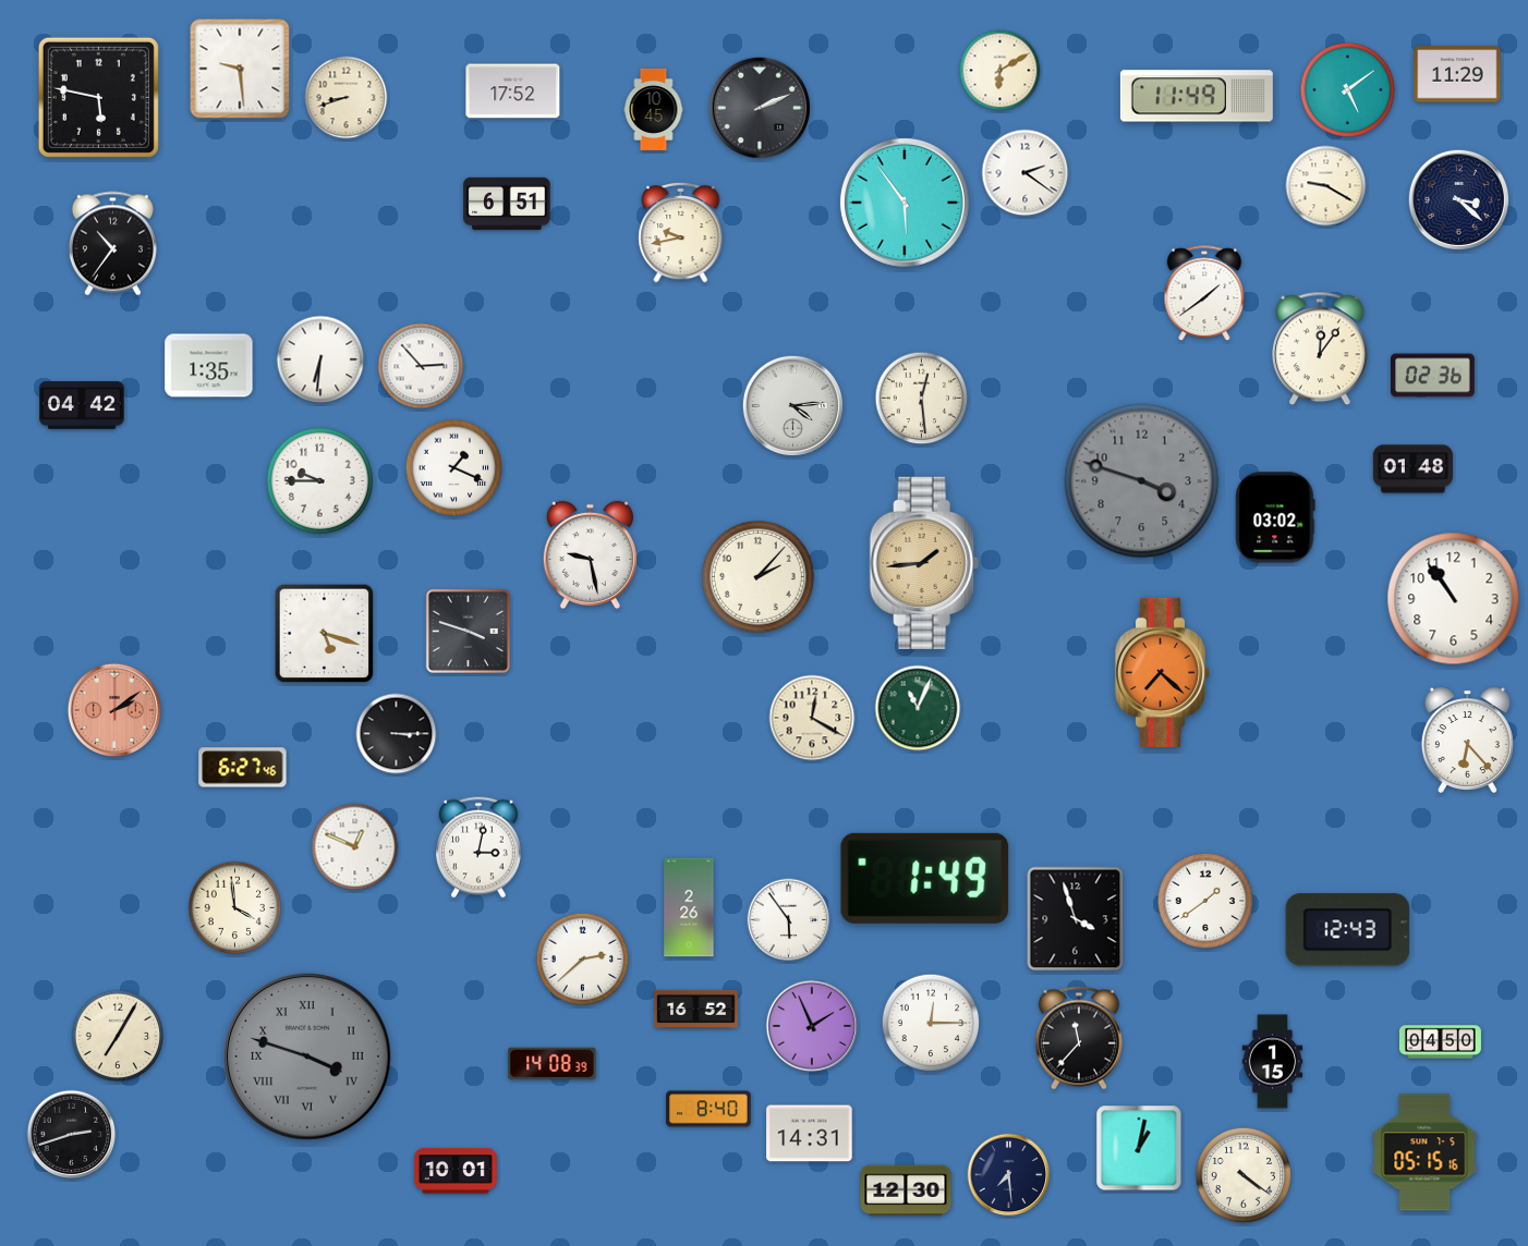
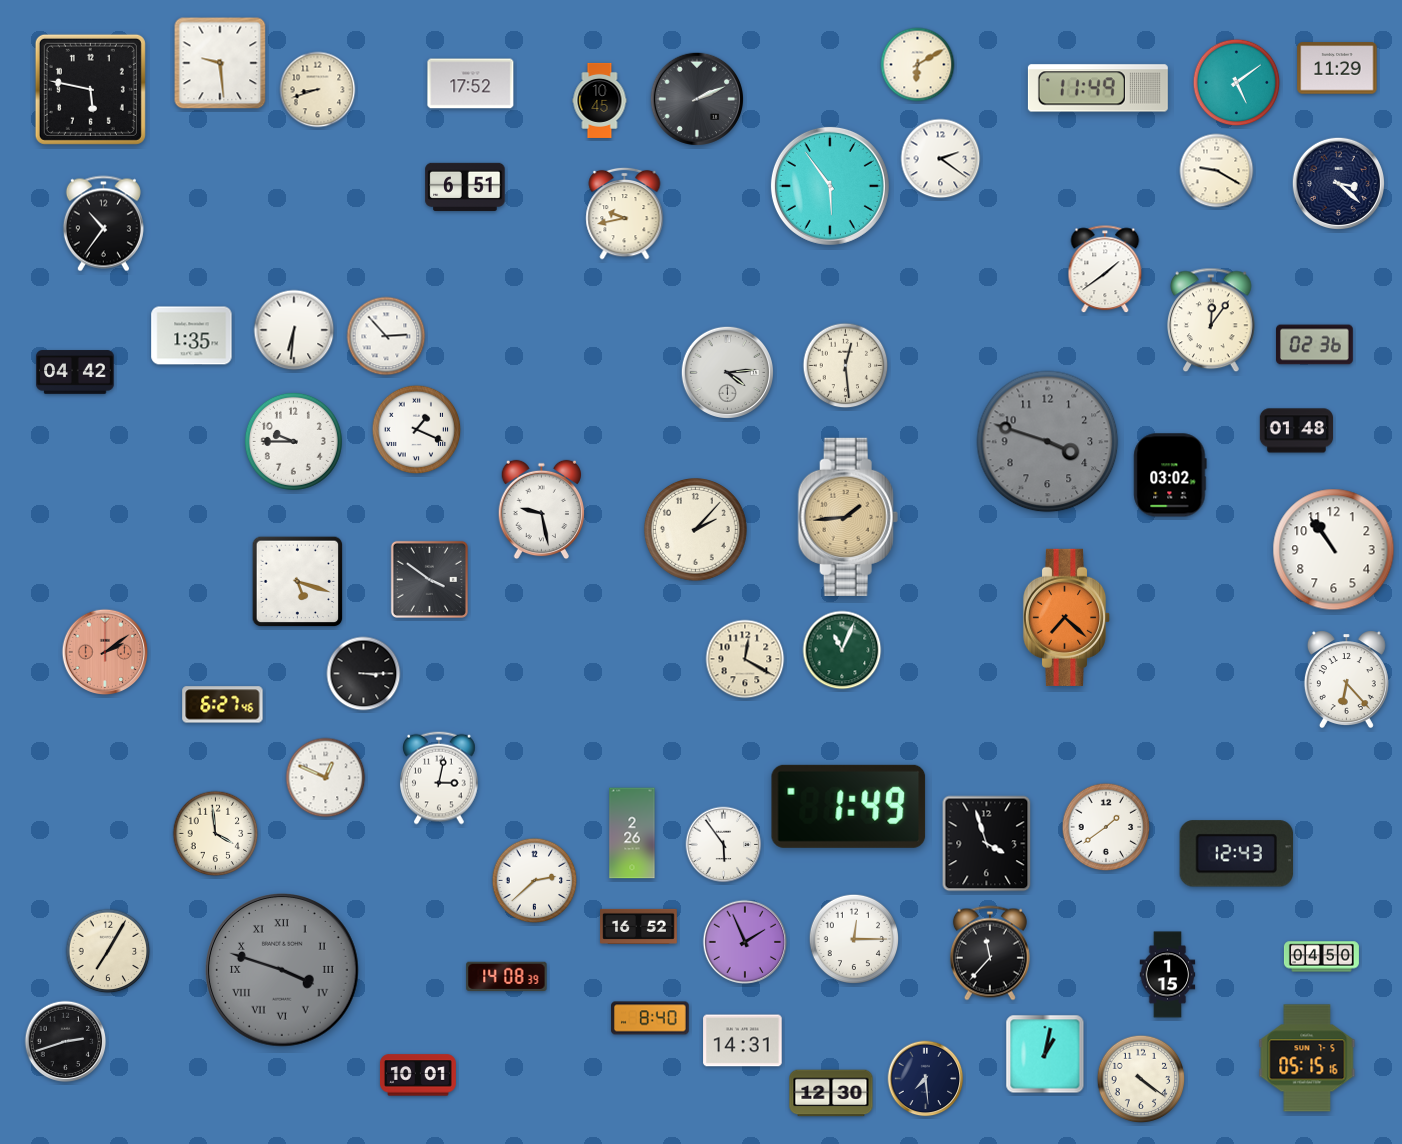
clock at (468, 631): 3:48 -> 3:51
